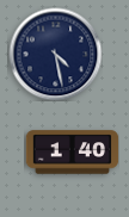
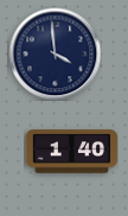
clock at (55, 54): 4:28 -> 3:59
